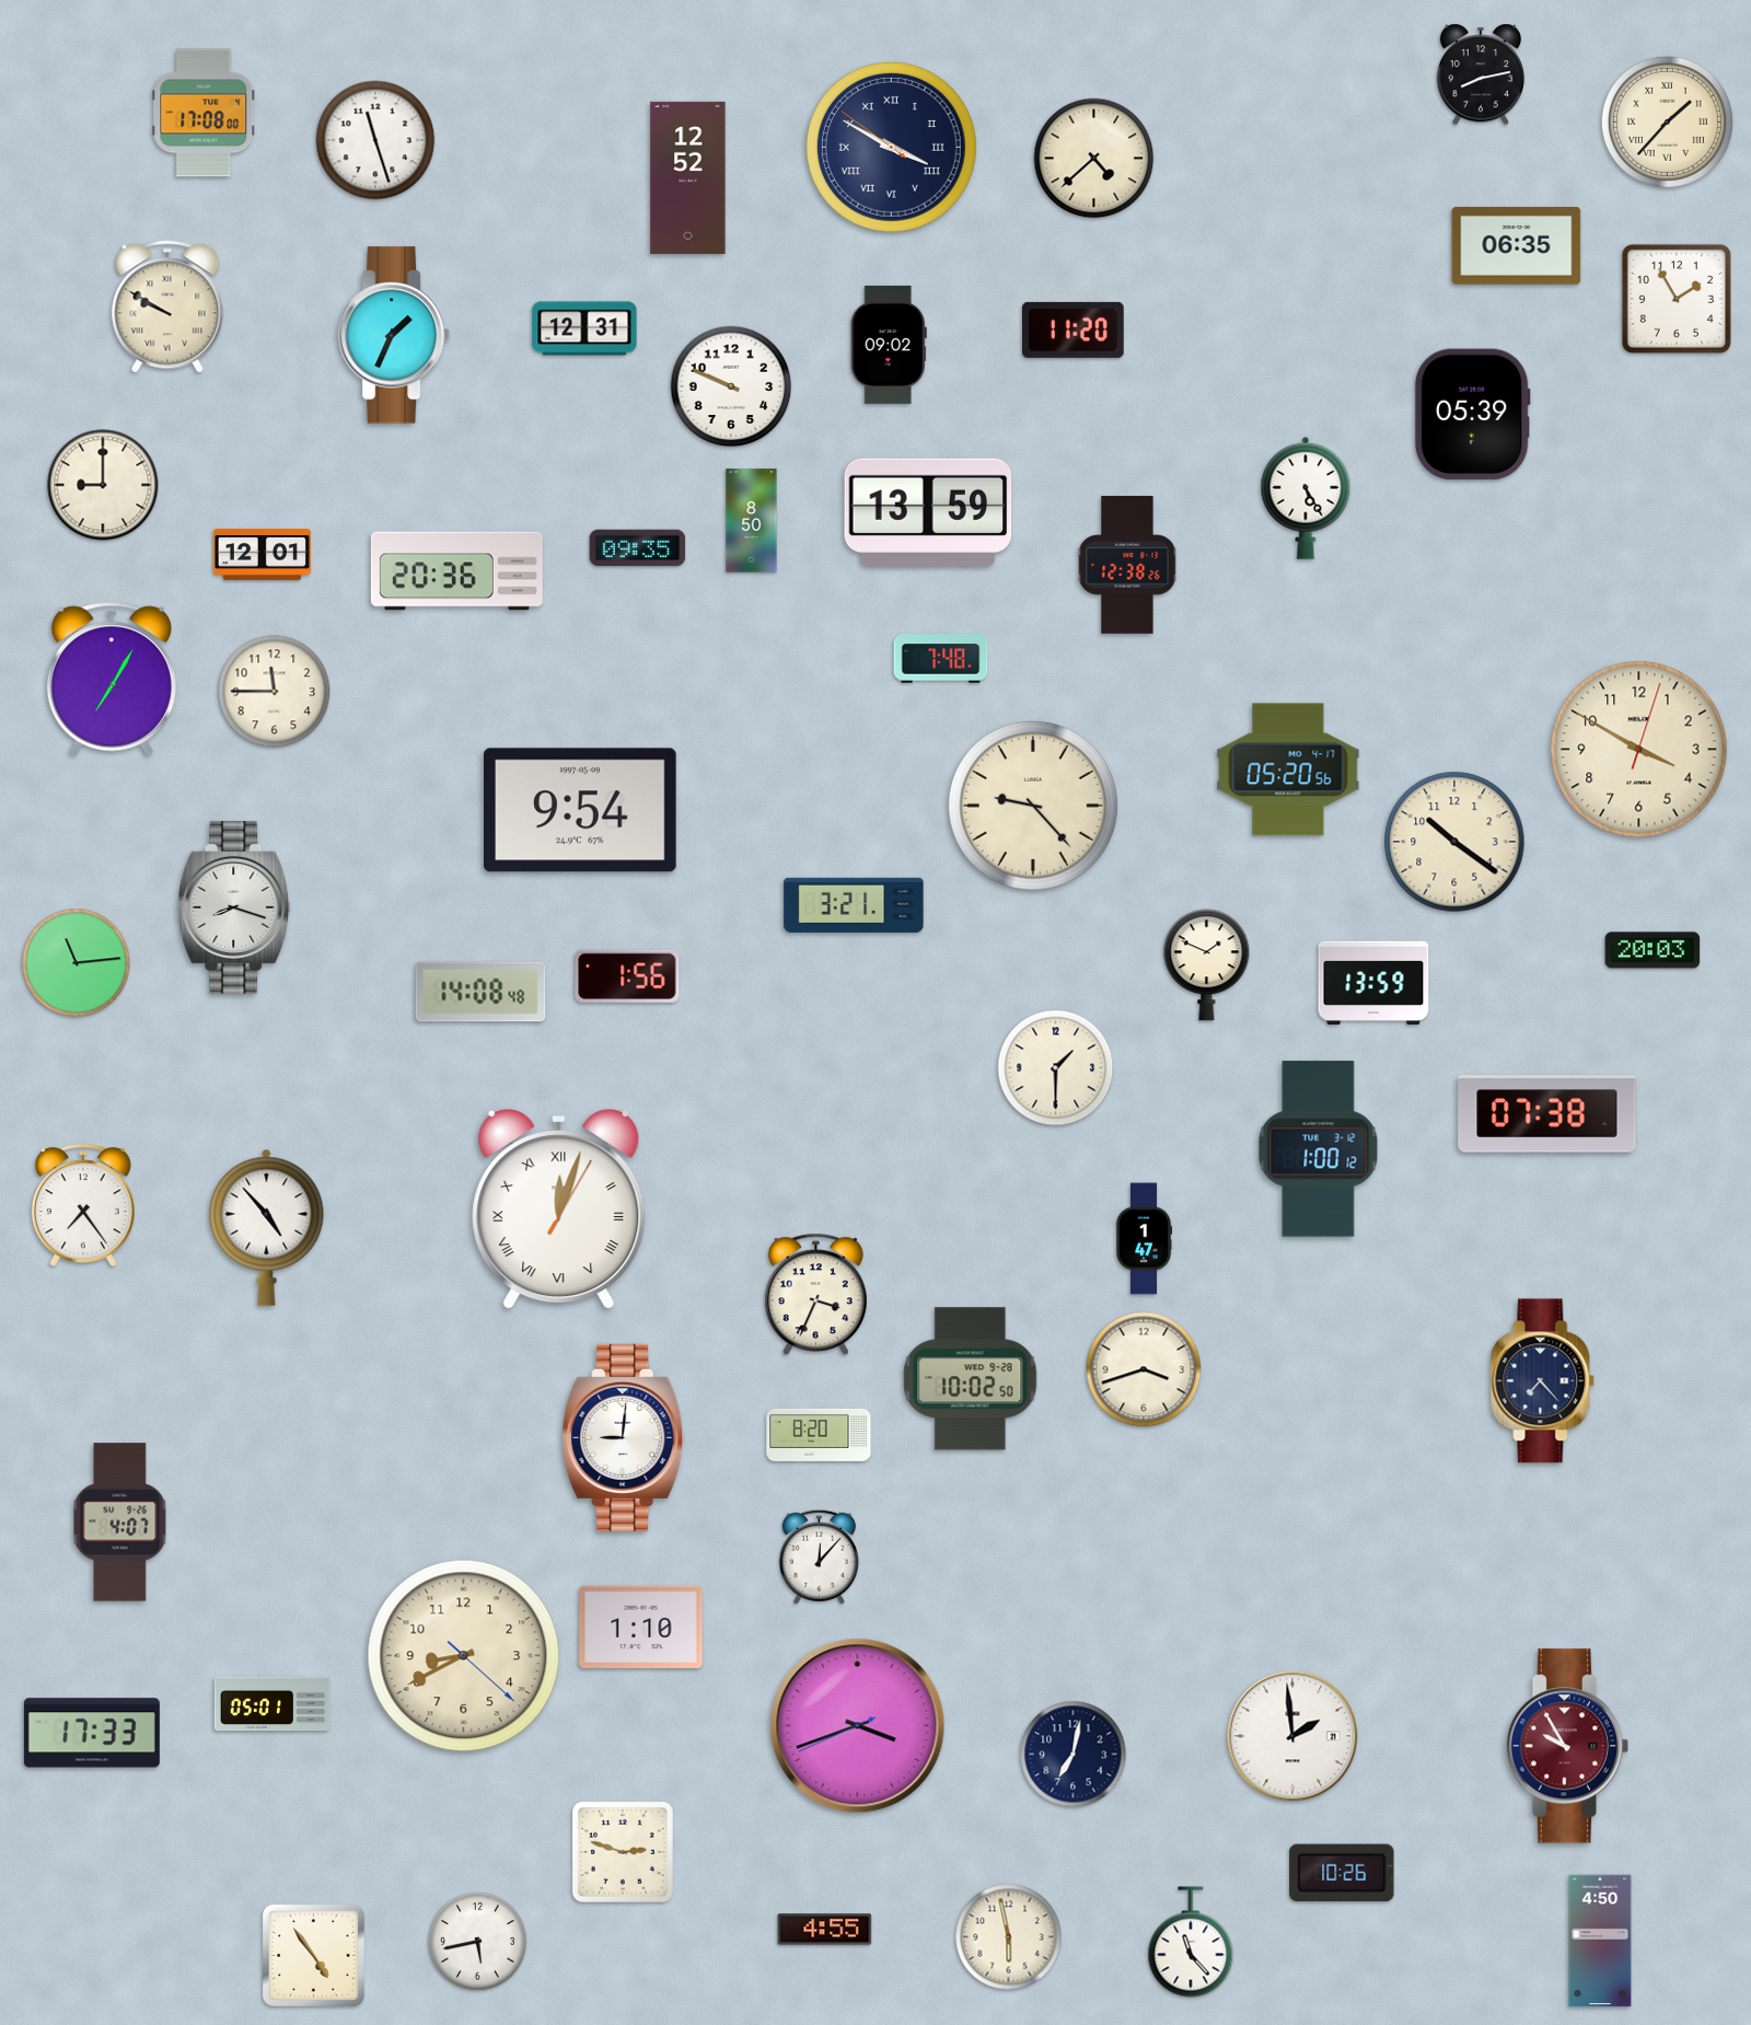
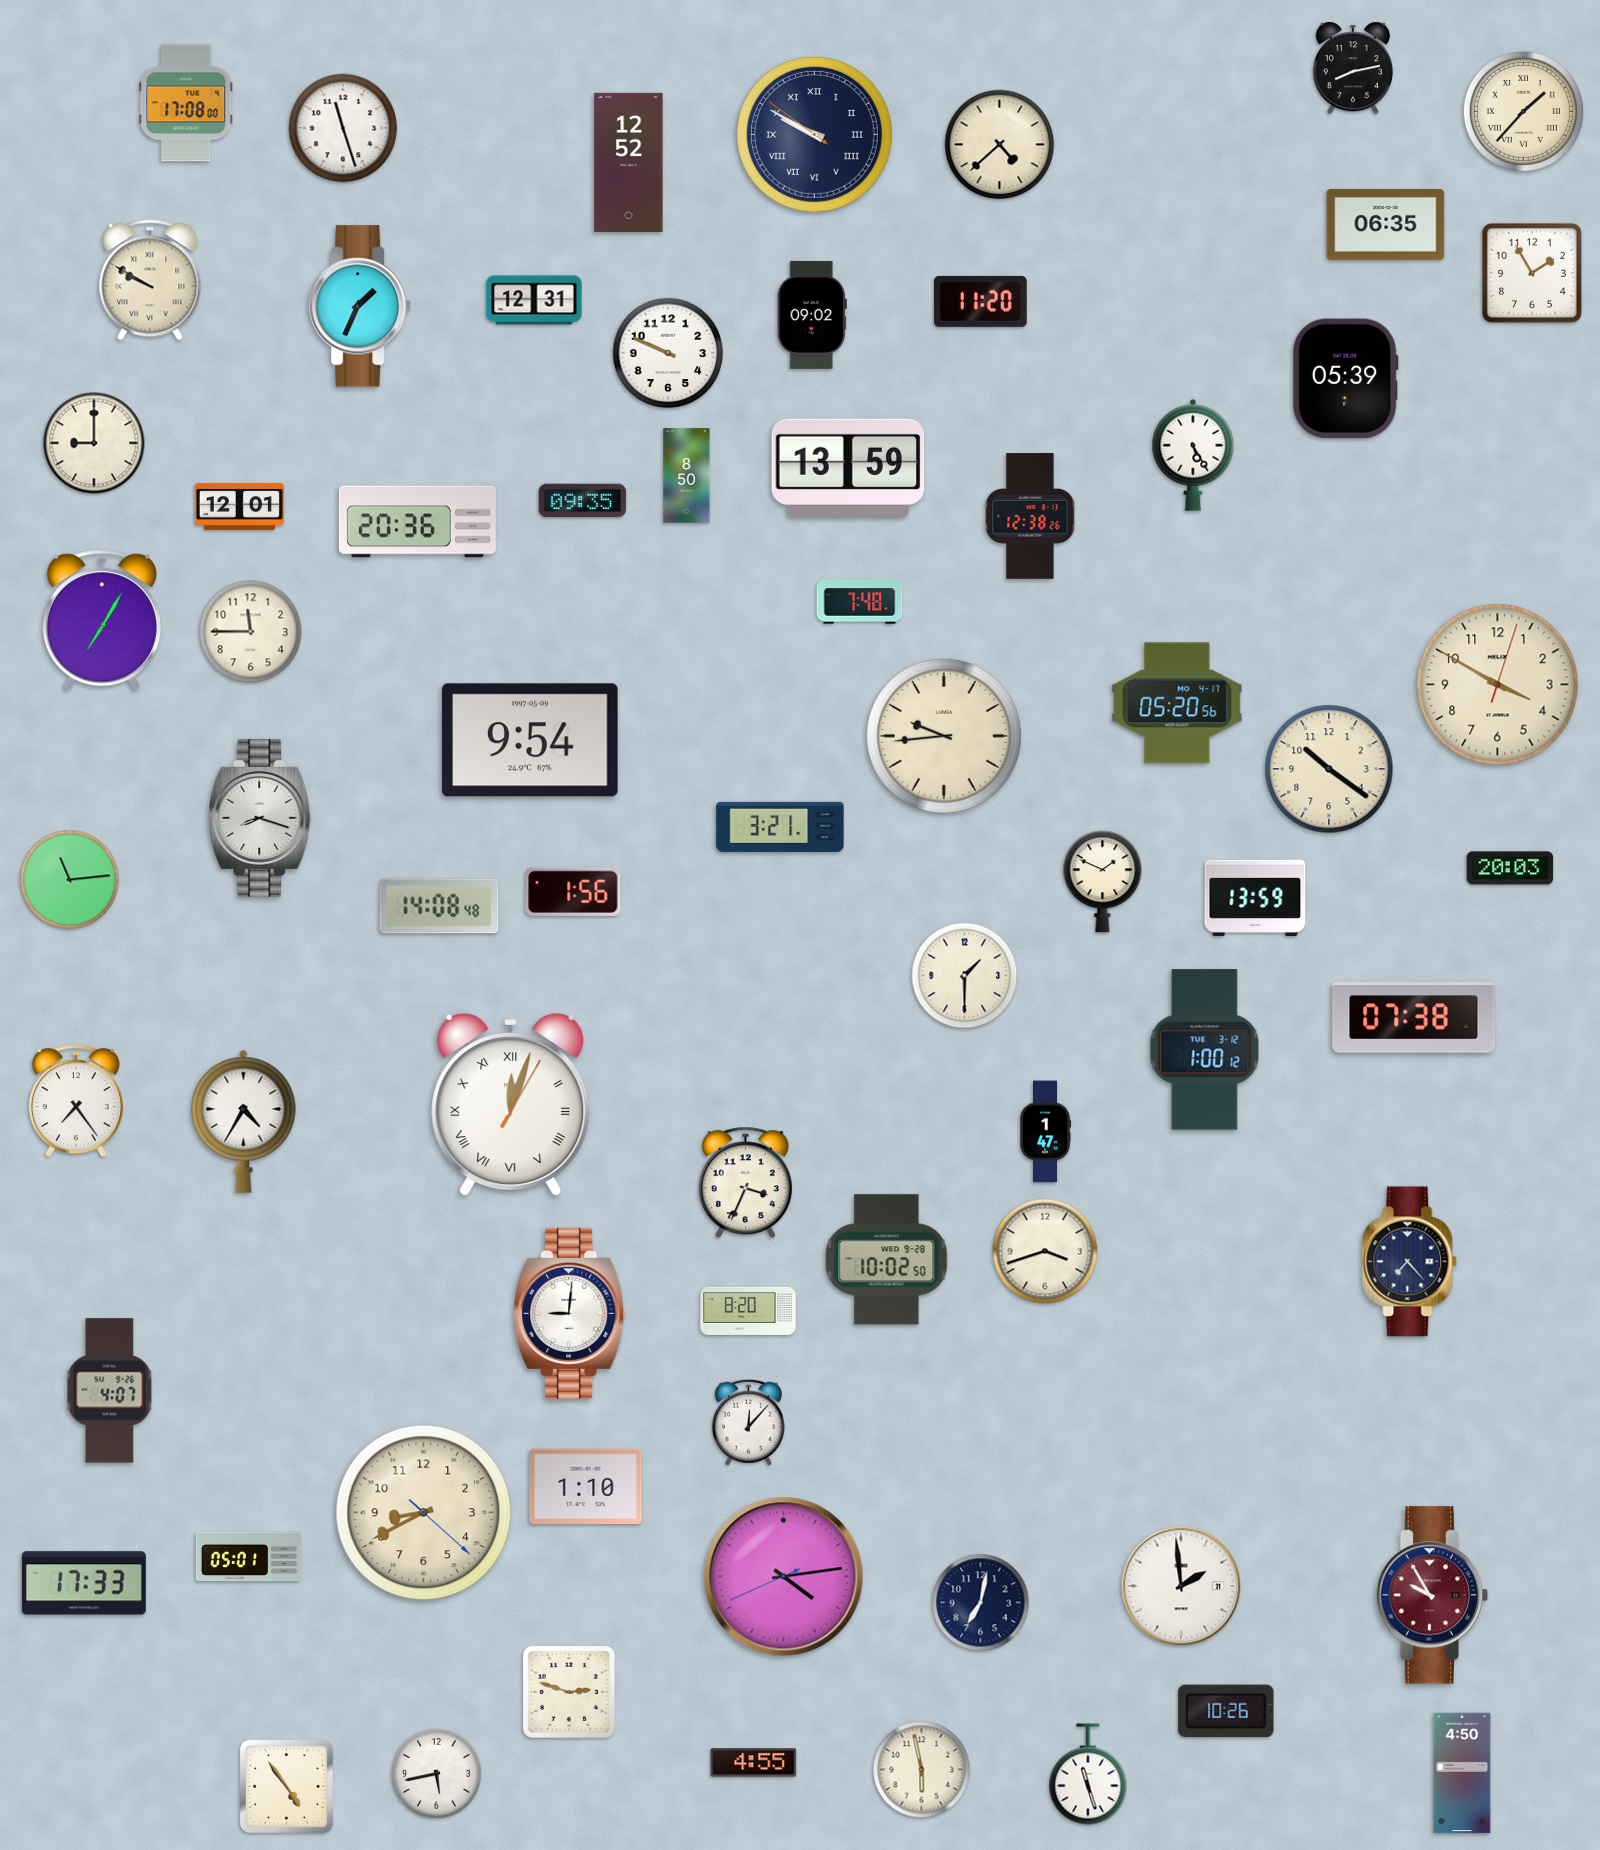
clock at (891, 147): 3:49 -> 9:49
clock at (167, 306) position: (167, 306) -> (150, 280)
clock at (1033, 806): 9:23 -> 9:44
clock at (234, 907) position: (234, 907) -> (260, 818)
clock at (267, 1227): 4:53 -> 4:35
clock at (858, 1726): 3:41 -> 4:13
clock at (1191, 1942): 11:23 -> 11:27
